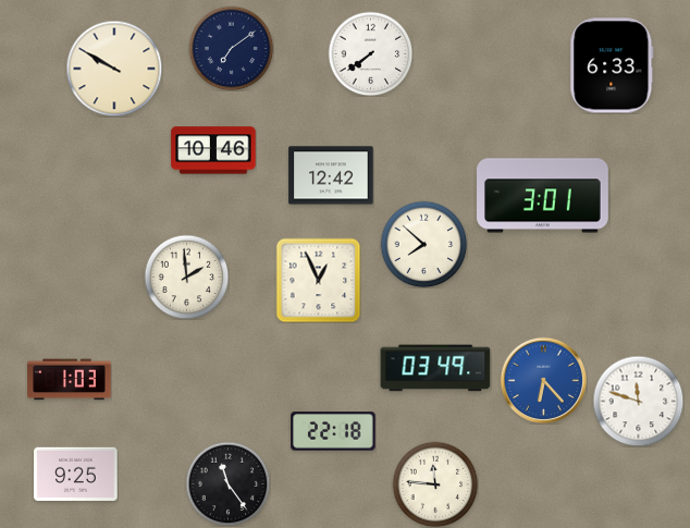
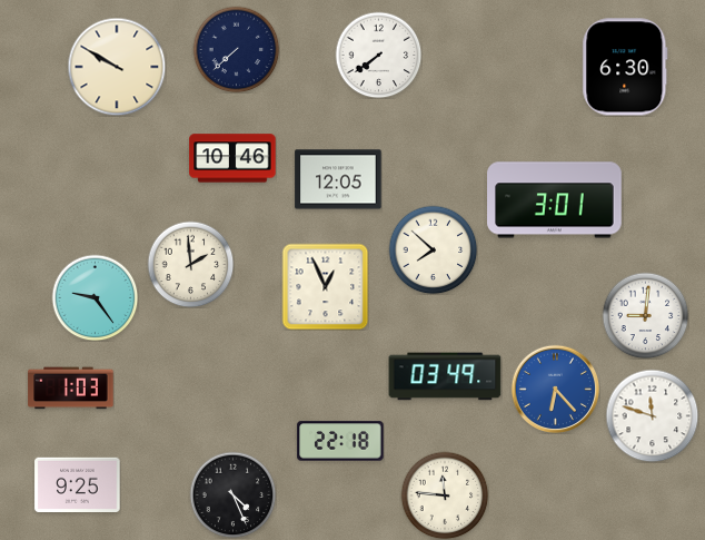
clock at (231, 48): 7:09 -> 7:38
clock at (612, 65): 6:33 -> 6:30
clock at (114, 69) position: (114, 69) -> (117, 67)
clock at (213, 150) position: (213, 150) -> (232, 158)
clock at (331, 175): 12:42 -> 12:05
clock at (186, 277) position: (186, 277) -> (190, 264)
clock at (95, 297): none -> 9:24
clock at (645, 315): none -> 9:01
clock at (638, 401) position: (638, 401) -> (652, 415)
clock at (227, 483): 11:24 -> 4:26
